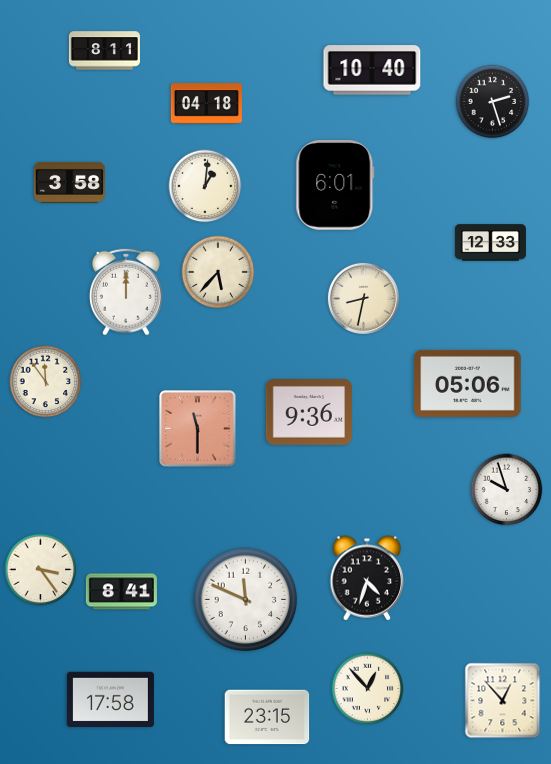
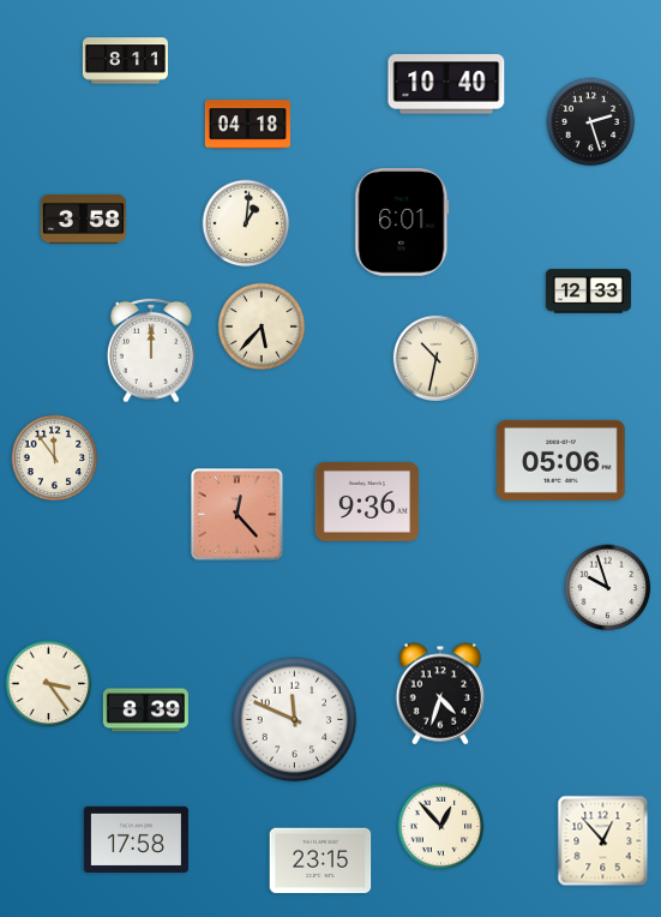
clock at (363, 298): 8:32 -> 10:32
clock at (309, 413) position: (309, 413) -> (367, 503)
clock at (198, 429): 11:30 -> 12:23
clock at (121, 592): 8:41 -> 8:39
clock at (110, 700) position: (110, 700) -> (136, 840)
